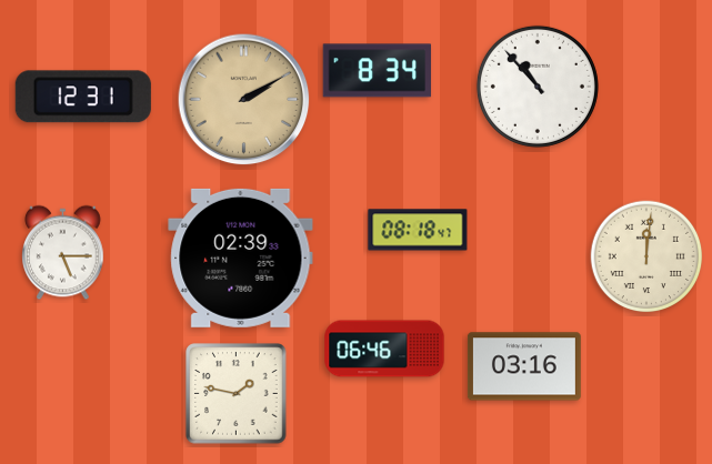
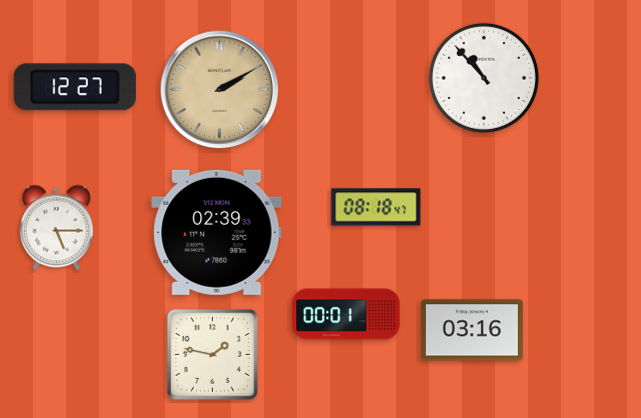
clock at (378, 71): 8:34 -> none
clock at (83, 97): 12:31 -> 12:27
clock at (646, 256): 12:01 -> none
clock at (384, 349): 06:46 -> 00:01
